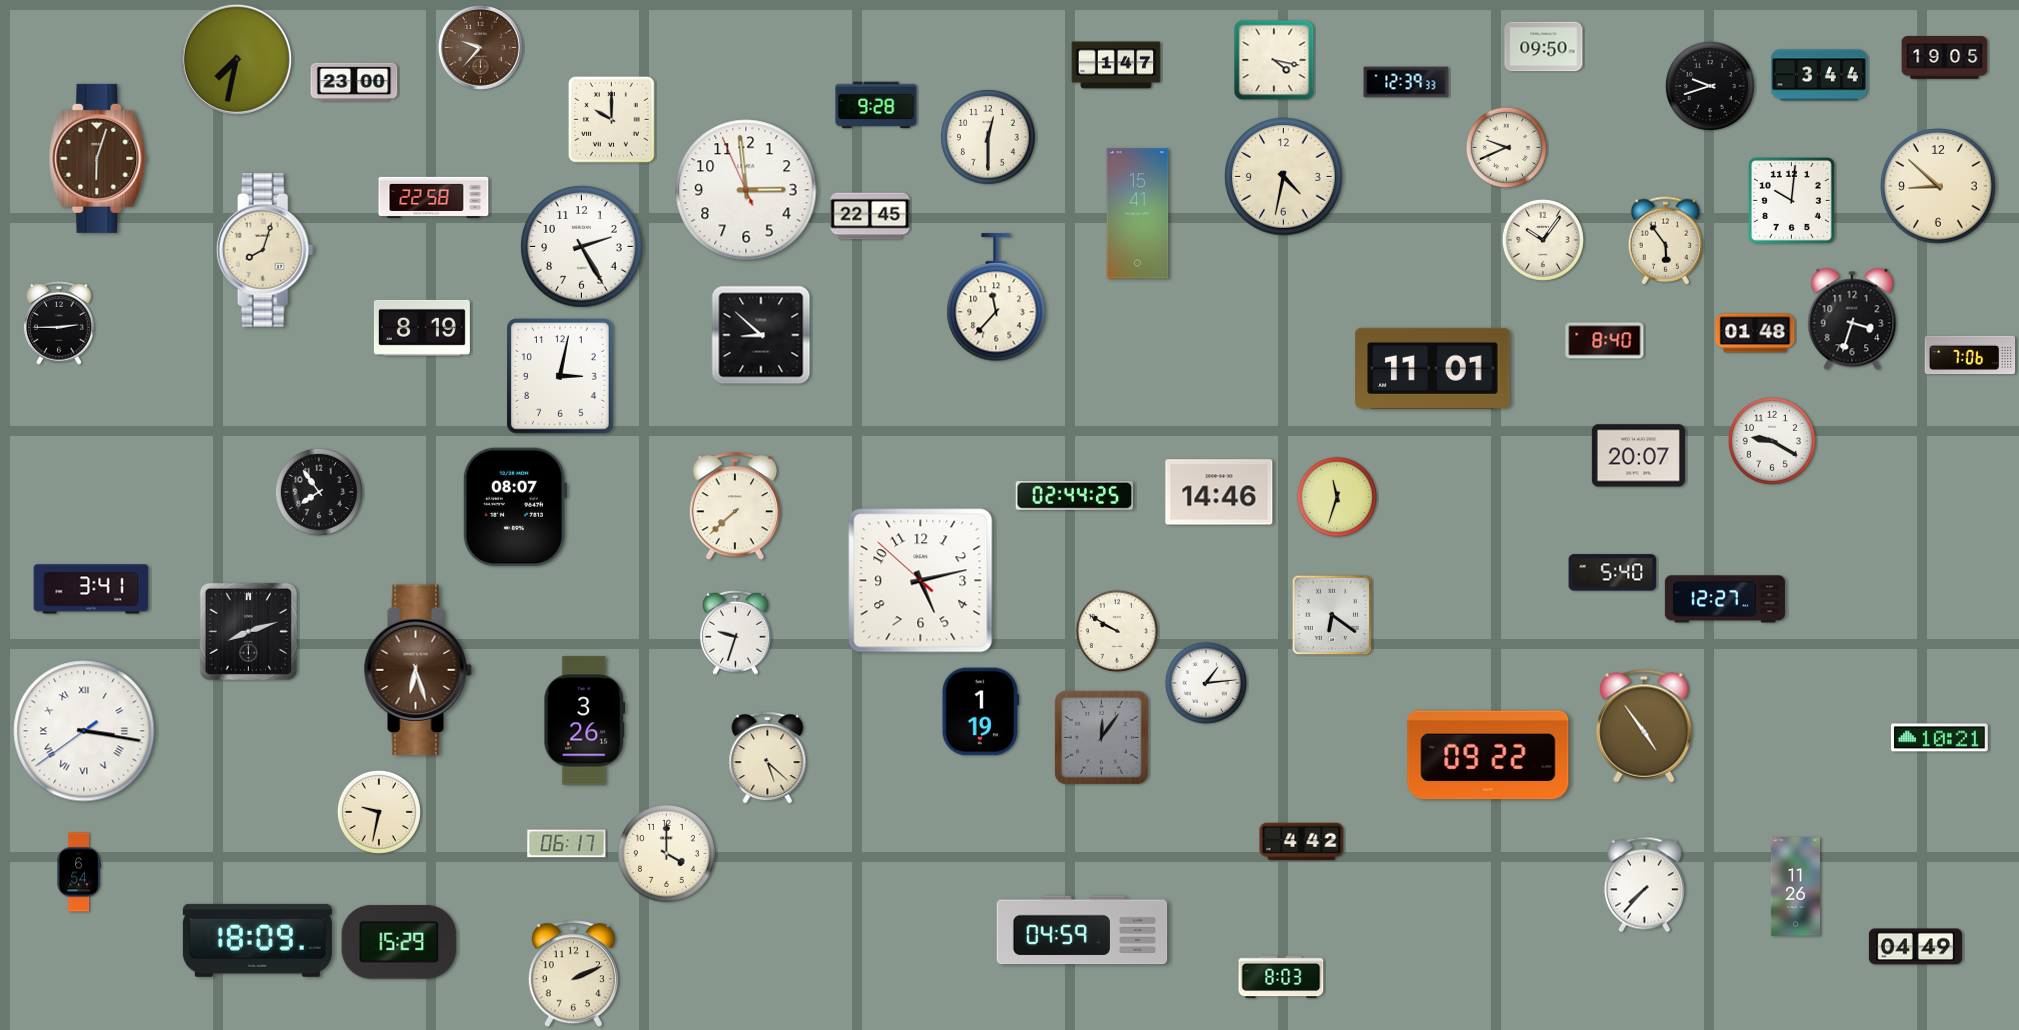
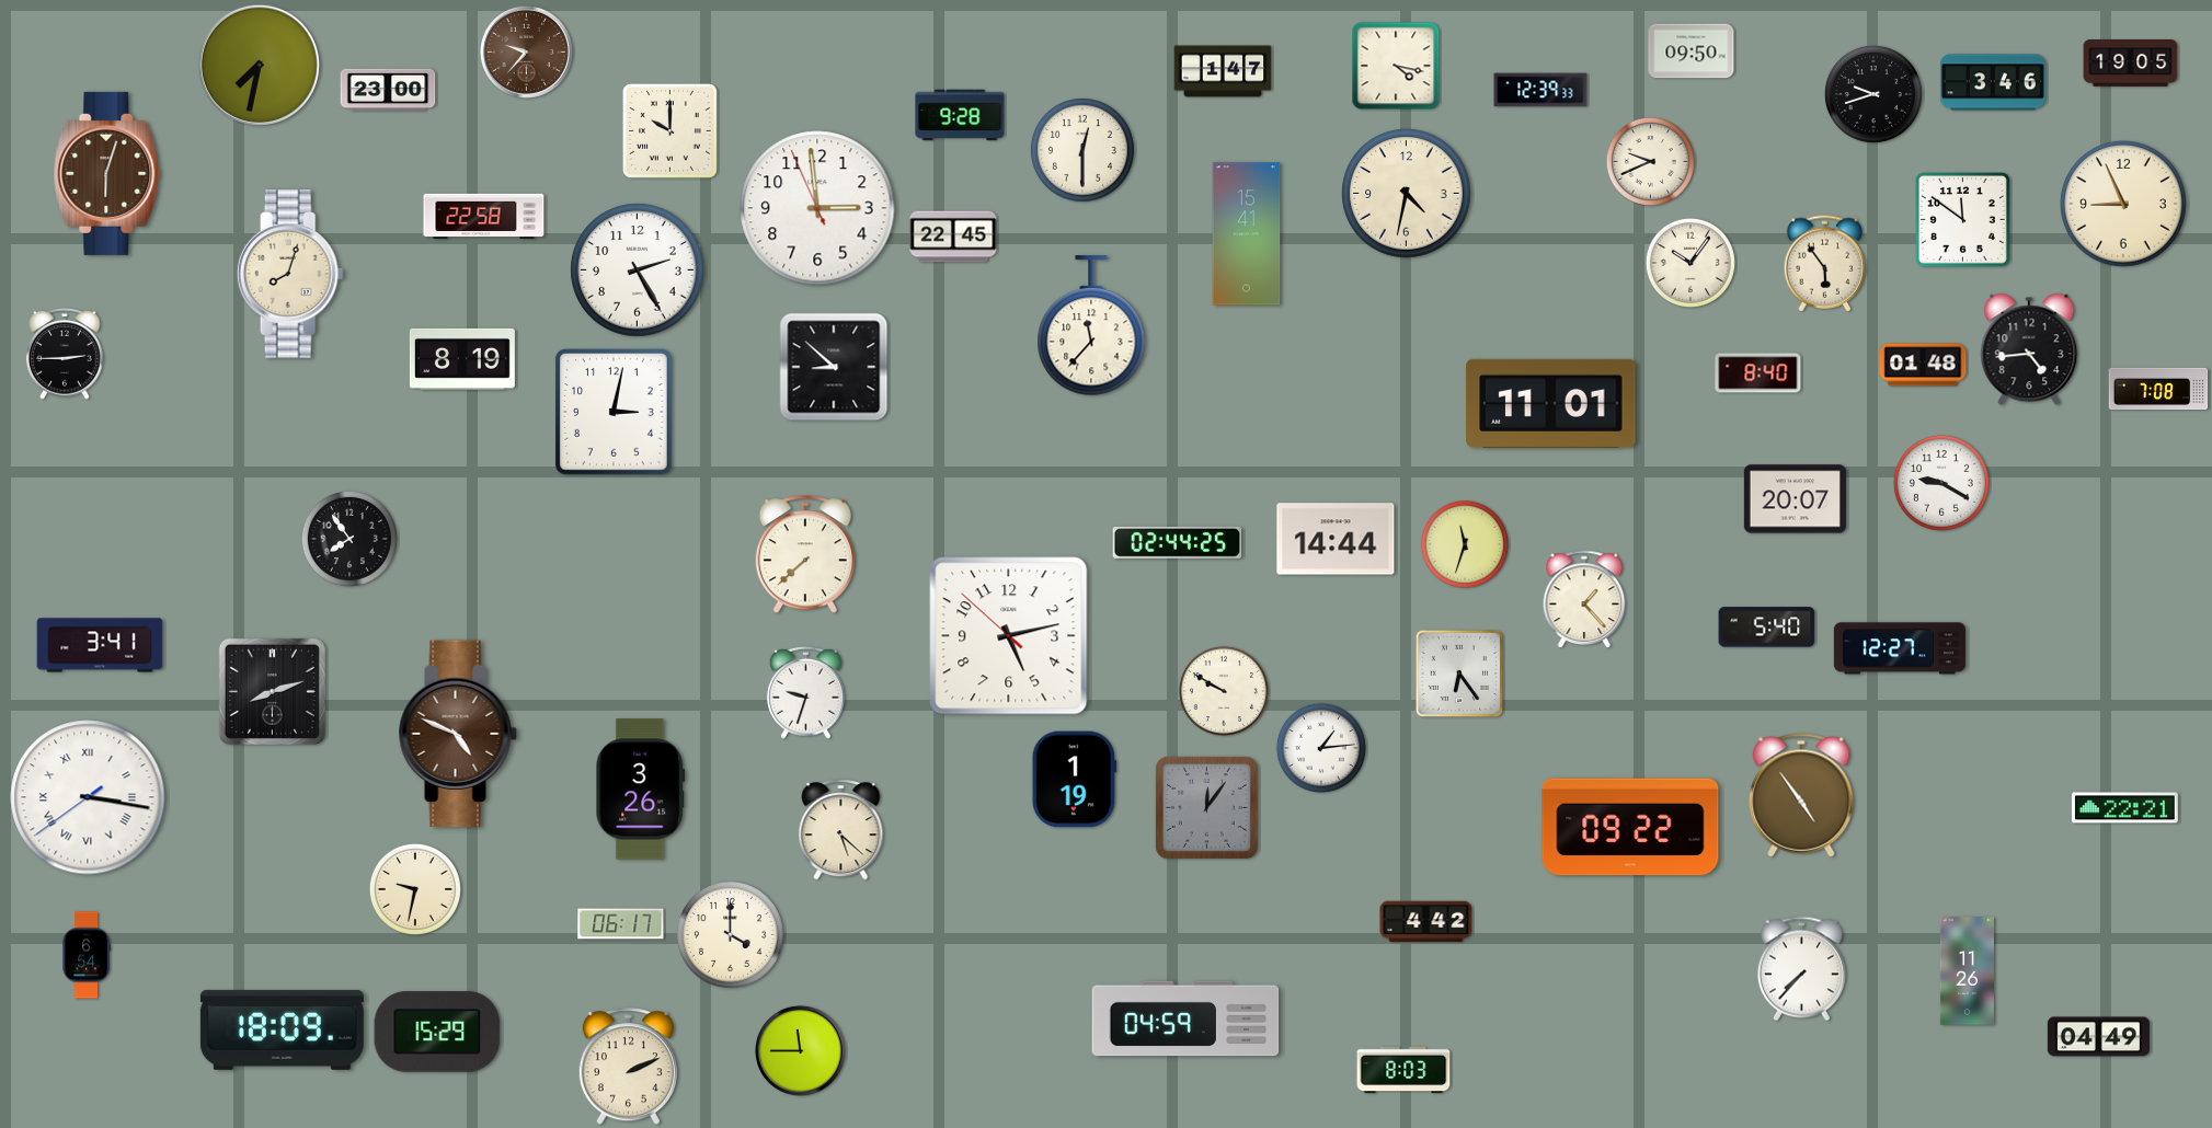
clock at (1819, 75): 3:44 -> 3:46
clock at (1938, 186): 8:52 -> 8:56
clock at (434, 197) position: (434, 197) -> (484, 216)
clock at (1791, 200): 10:01 -> 11:51
clock at (1852, 319): 3:33 -> 4:44
clock at (1970, 355): 7:06 -> 7:08
clock at (1433, 368) position: (1433, 368) -> (1551, 403)
clock at (1219, 492): 14:46 -> 14:44
clock at (514, 507): 08:07 -> none
clock at (1584, 600): none -> 1:23
clock at (1725, 599) position: (1725, 599) -> (1900, 648)
clock at (1332, 615): 6:21 -> 6:24
clock at (418, 670): 6:27 -> 4:49
clock at (84, 731) position: (84, 731) -> (88, 797)
clock at (1939, 738): 10:21 -> 22:21
clock at (800, 1050): none -> 11:45
